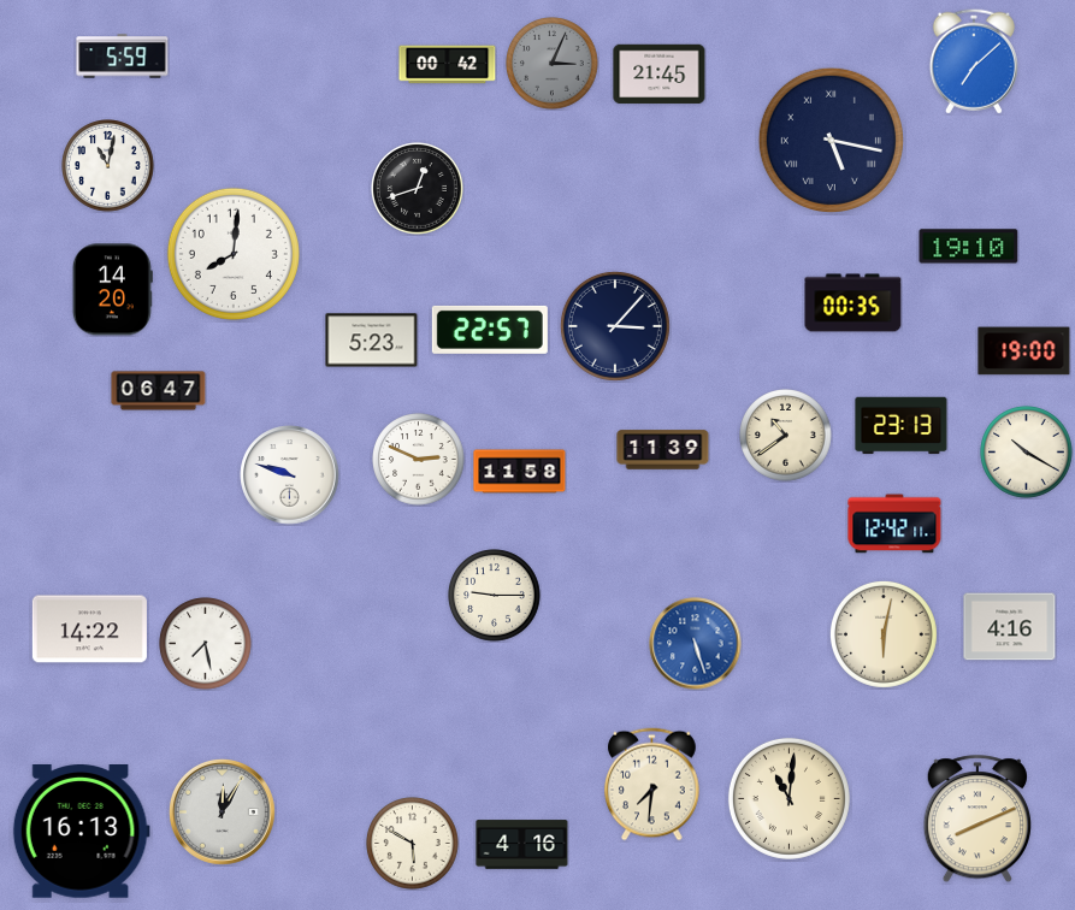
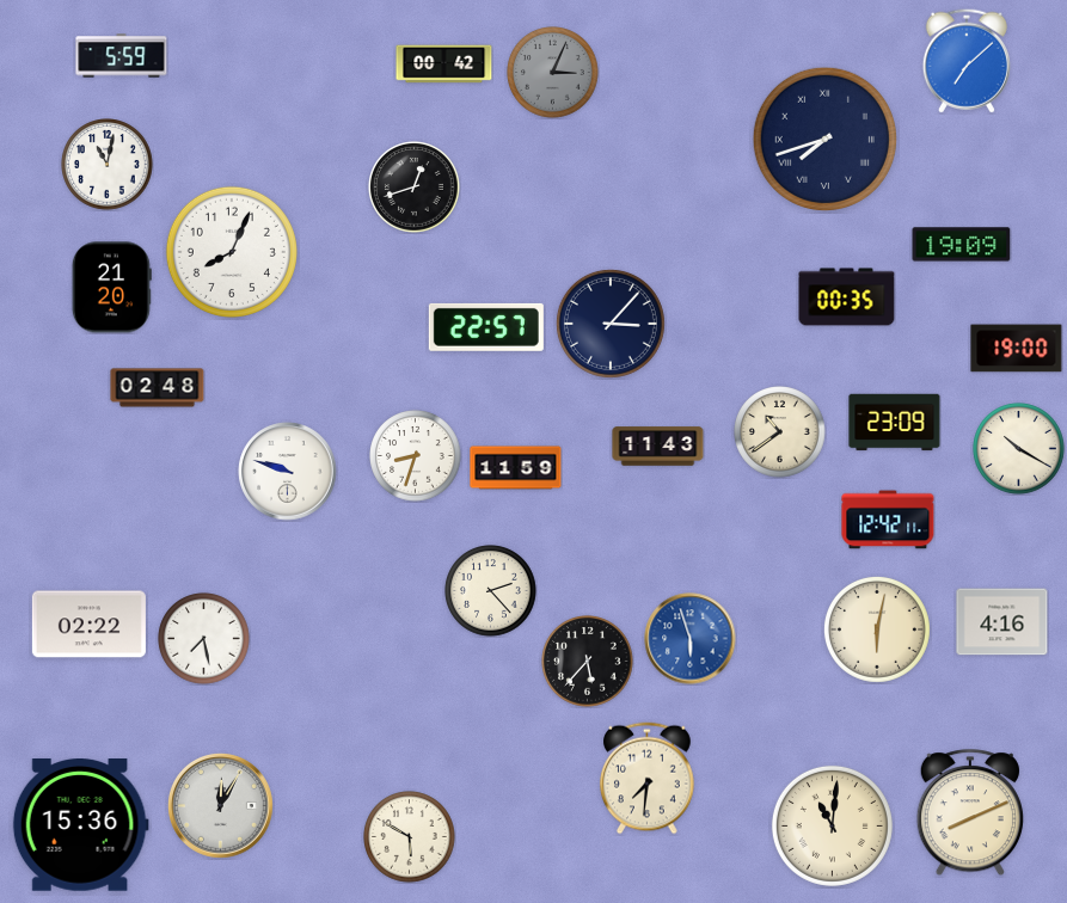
clock at (553, 64) position: (553, 64) -> (553, 73)
clock at (660, 75): 21:45 -> none
clock at (831, 140): 5:17 -> 7:42
clock at (969, 247): 19:10 -> 19:09
clock at (234, 254): 8:01 -> 8:04
clock at (112, 290): 14:20 -> 21:20
clock at (853, 303) position: (853, 303) -> (847, 297)
clock at (372, 341): 5:23 -> none
clock at (159, 391): 06:47 -> 02:48
clock at (902, 426): 23:13 -> 23:09
clock at (663, 450): 11:39 -> 11:43
clock at (419, 460): 2:49 -> 8:33
clock at (520, 472): 11:58 -> 11:59
clock at (495, 596): 9:15 -> 2:23
clock at (89, 630): 14:22 -> 02:22
clock at (696, 644): 5:27 -> 5:57
clock at (588, 662): none -> 5:37
clock at (788, 798) position: (788, 798) -> (832, 825)
clock at (81, 832): 16:13 -> 15:36
clock at (522, 845): 4:16 -> none
